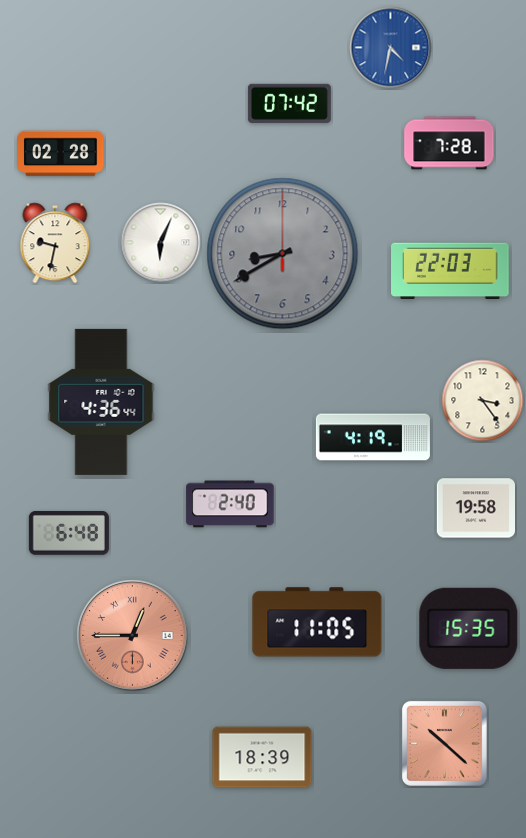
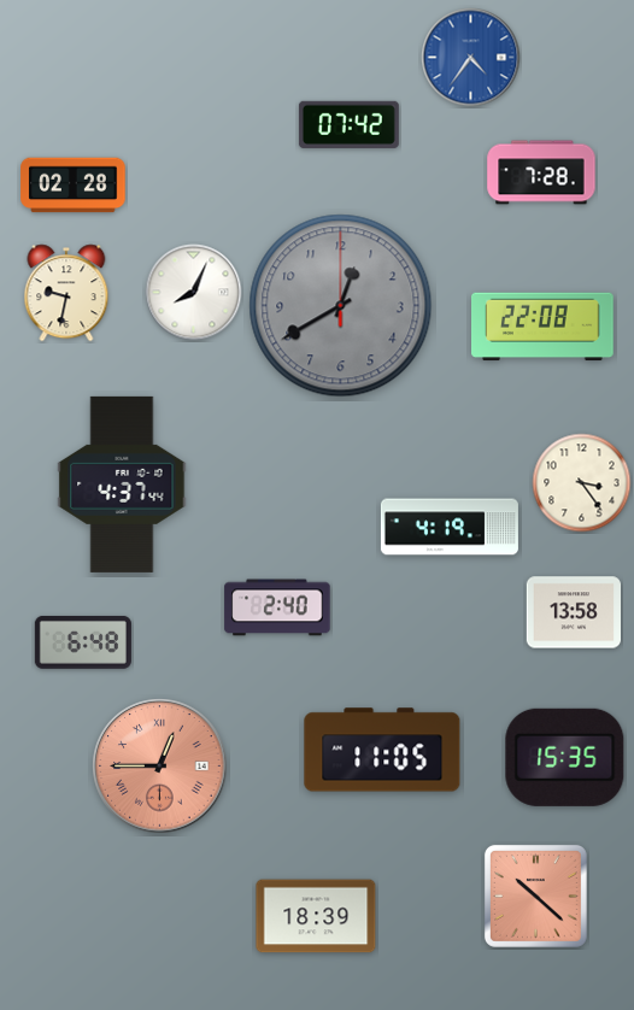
clock at (391, 48): 4:32 -> 4:36
clock at (161, 243): 6:04 -> 8:04
clock at (283, 254): 8:40 -> 12:40
clock at (451, 271): 22:03 -> 22:08
clock at (101, 402): 4:36 -> 4:37
clock at (475, 508): 19:58 -> 13:58
clock at (262, 757) position: (262, 757) -> (316, 916)
